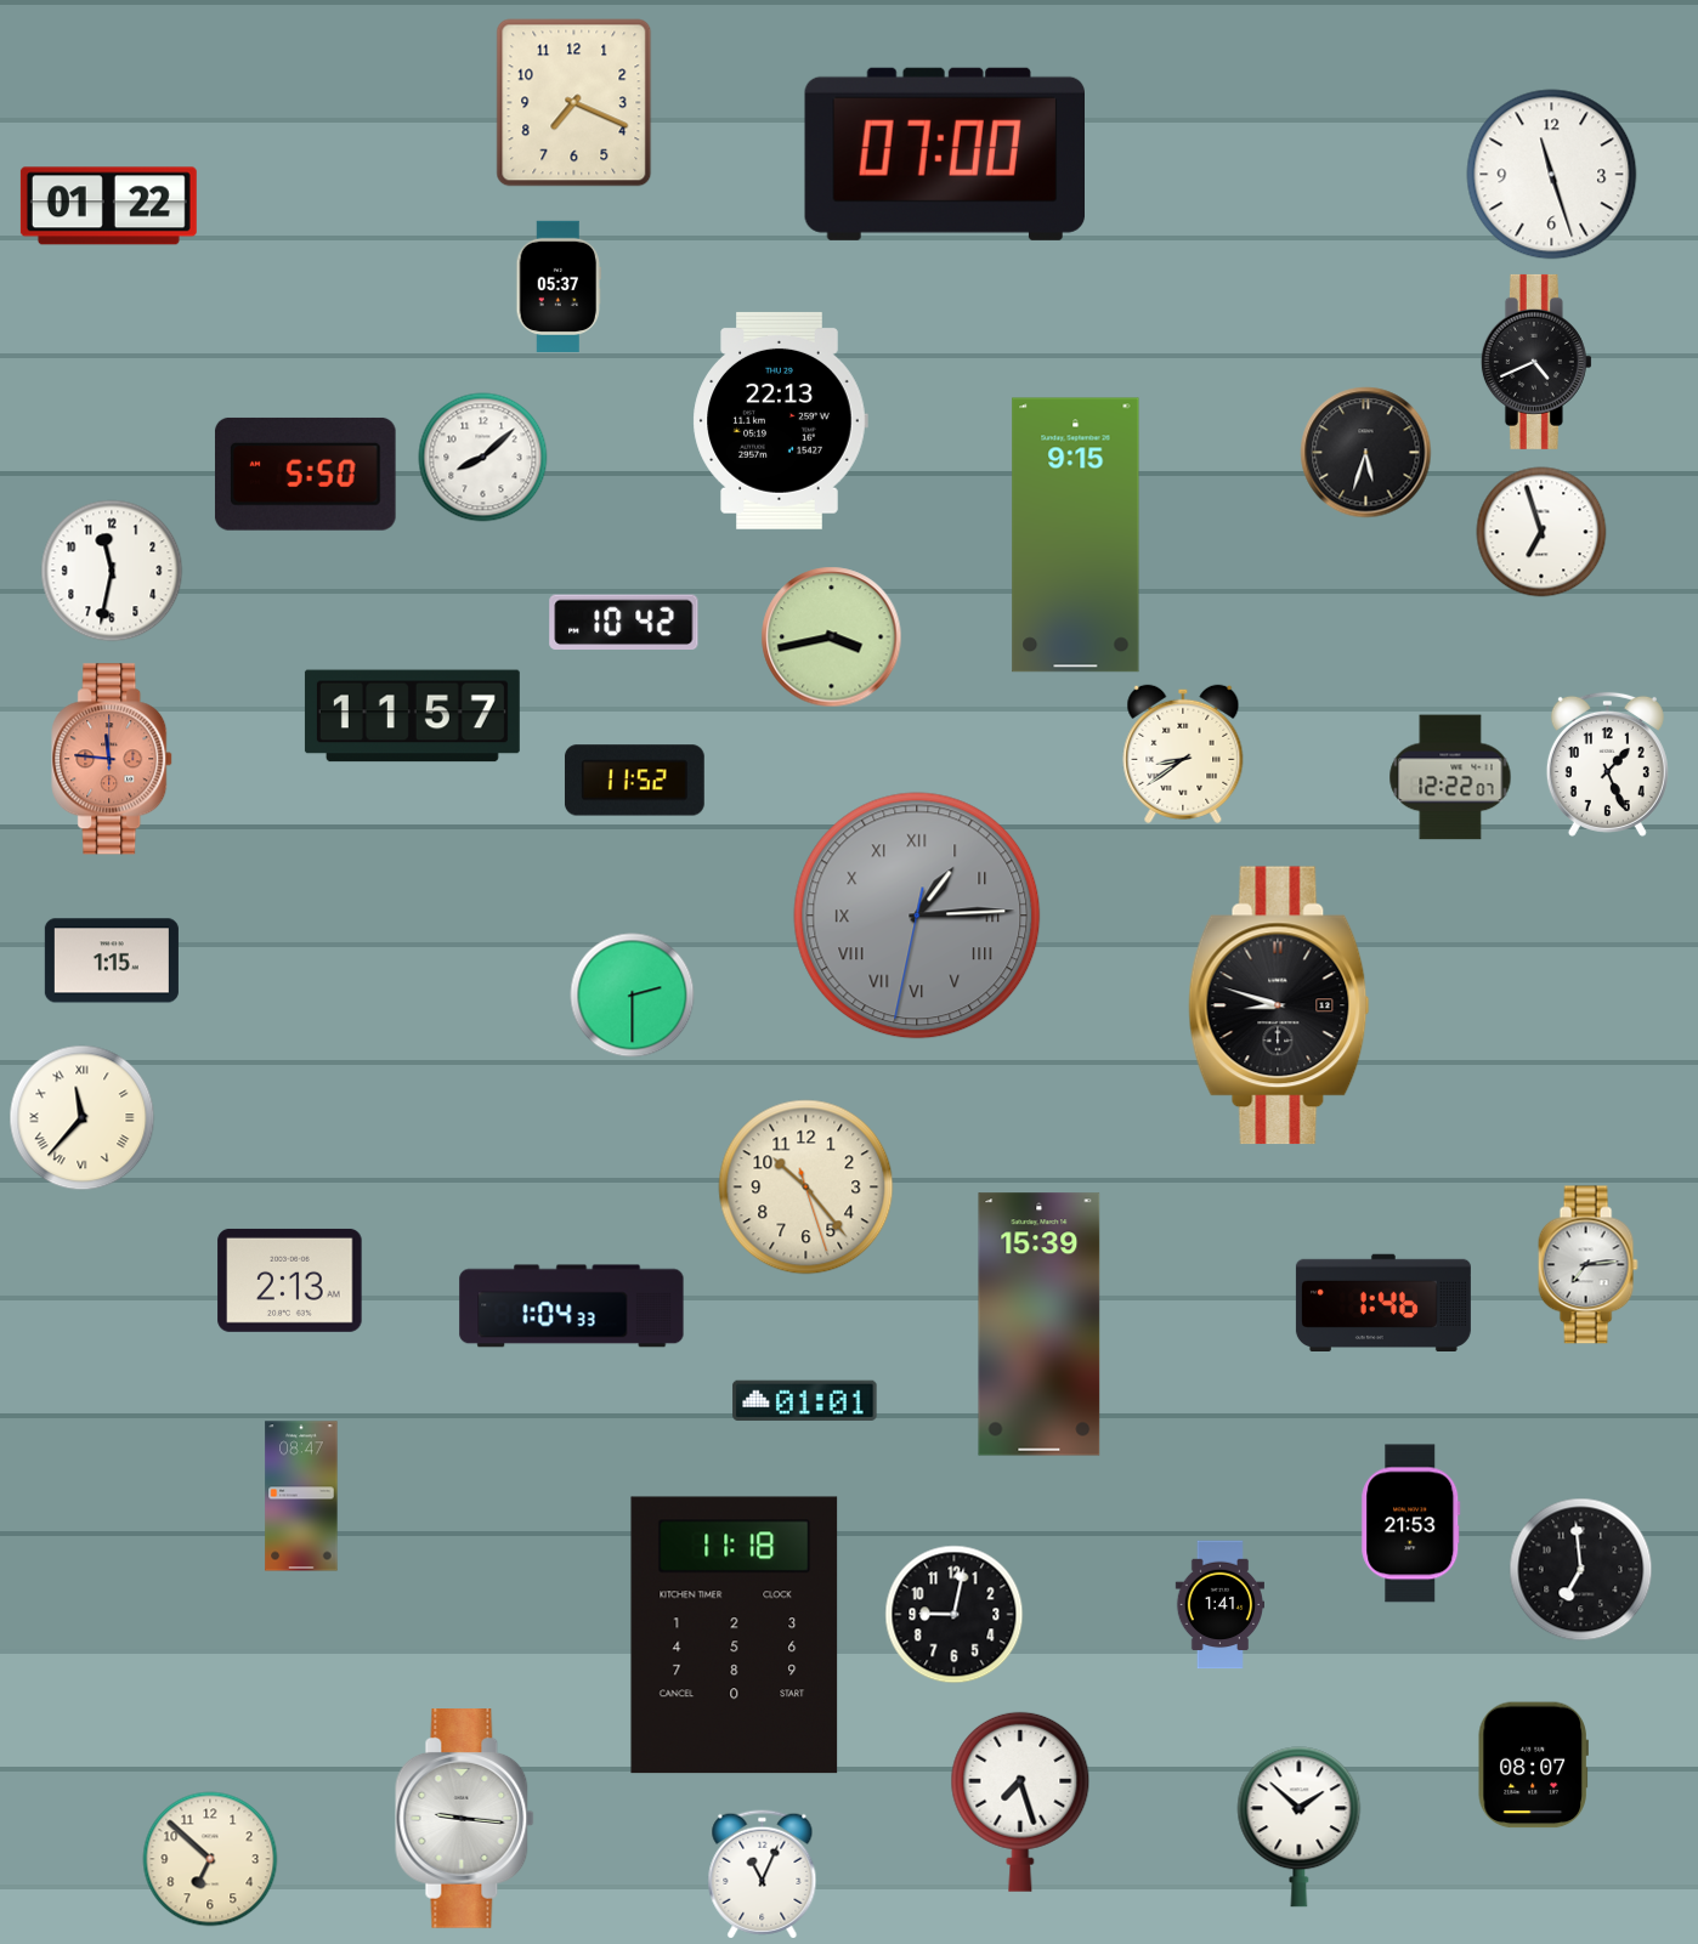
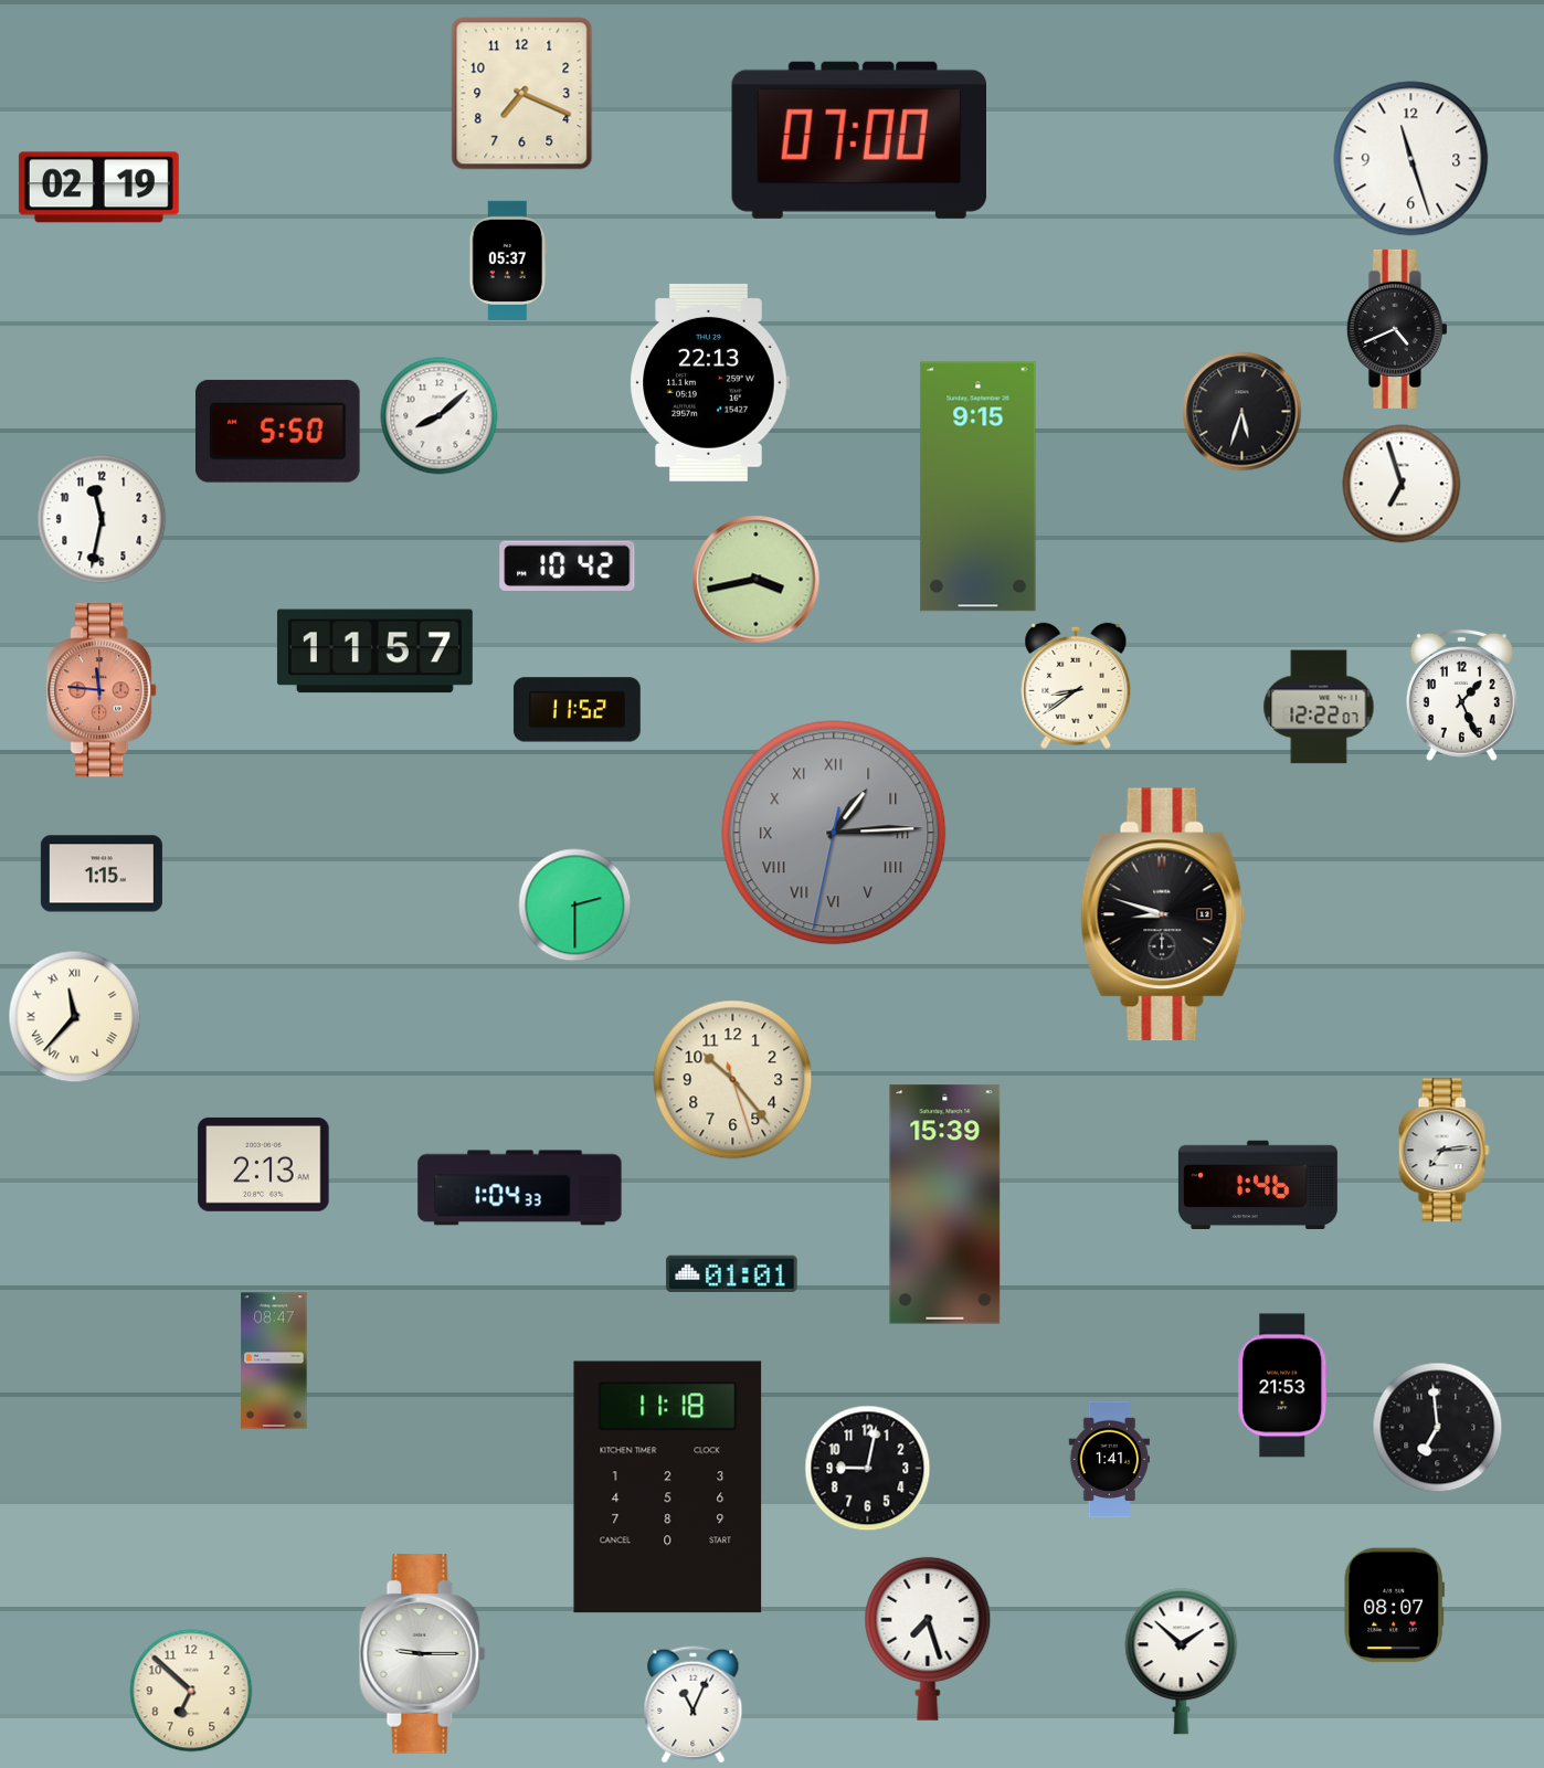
clock at (108, 206): 01:22 -> 02:19
clock at (465, 1819): 9:16 -> 9:15
